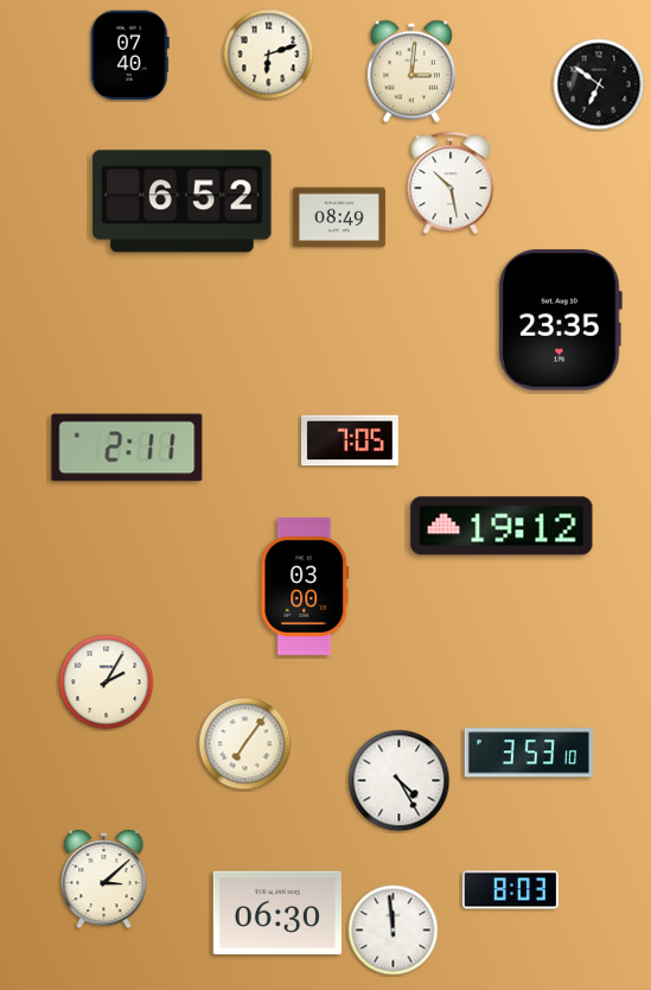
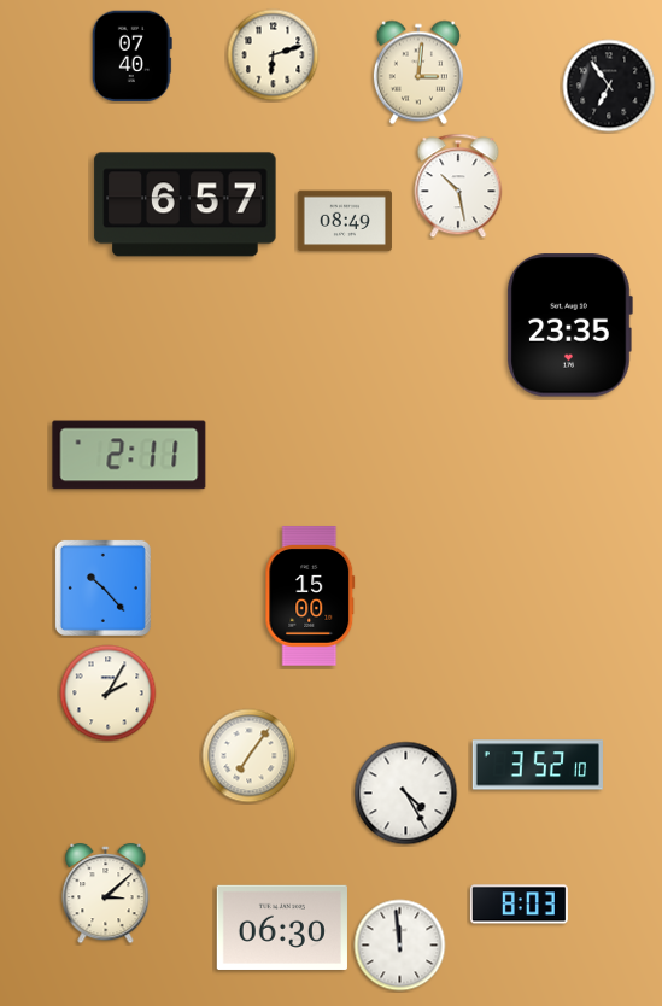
clock at (599, 84): 6:51 -> 6:54
clock at (183, 202): 6:52 -> 6:57
clock at (351, 440): 7:05 -> none
clock at (502, 526): 19:12 -> none
clock at (102, 587): none -> 10:23
clock at (305, 586): 03:00 -> 15:00
clock at (529, 753): 3:53 -> 3:52
